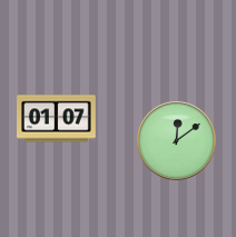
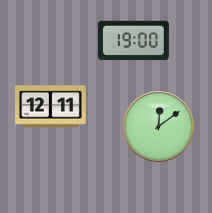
clock at (134, 41): none -> 19:00
clock at (57, 119): 01:07 -> 12:11
